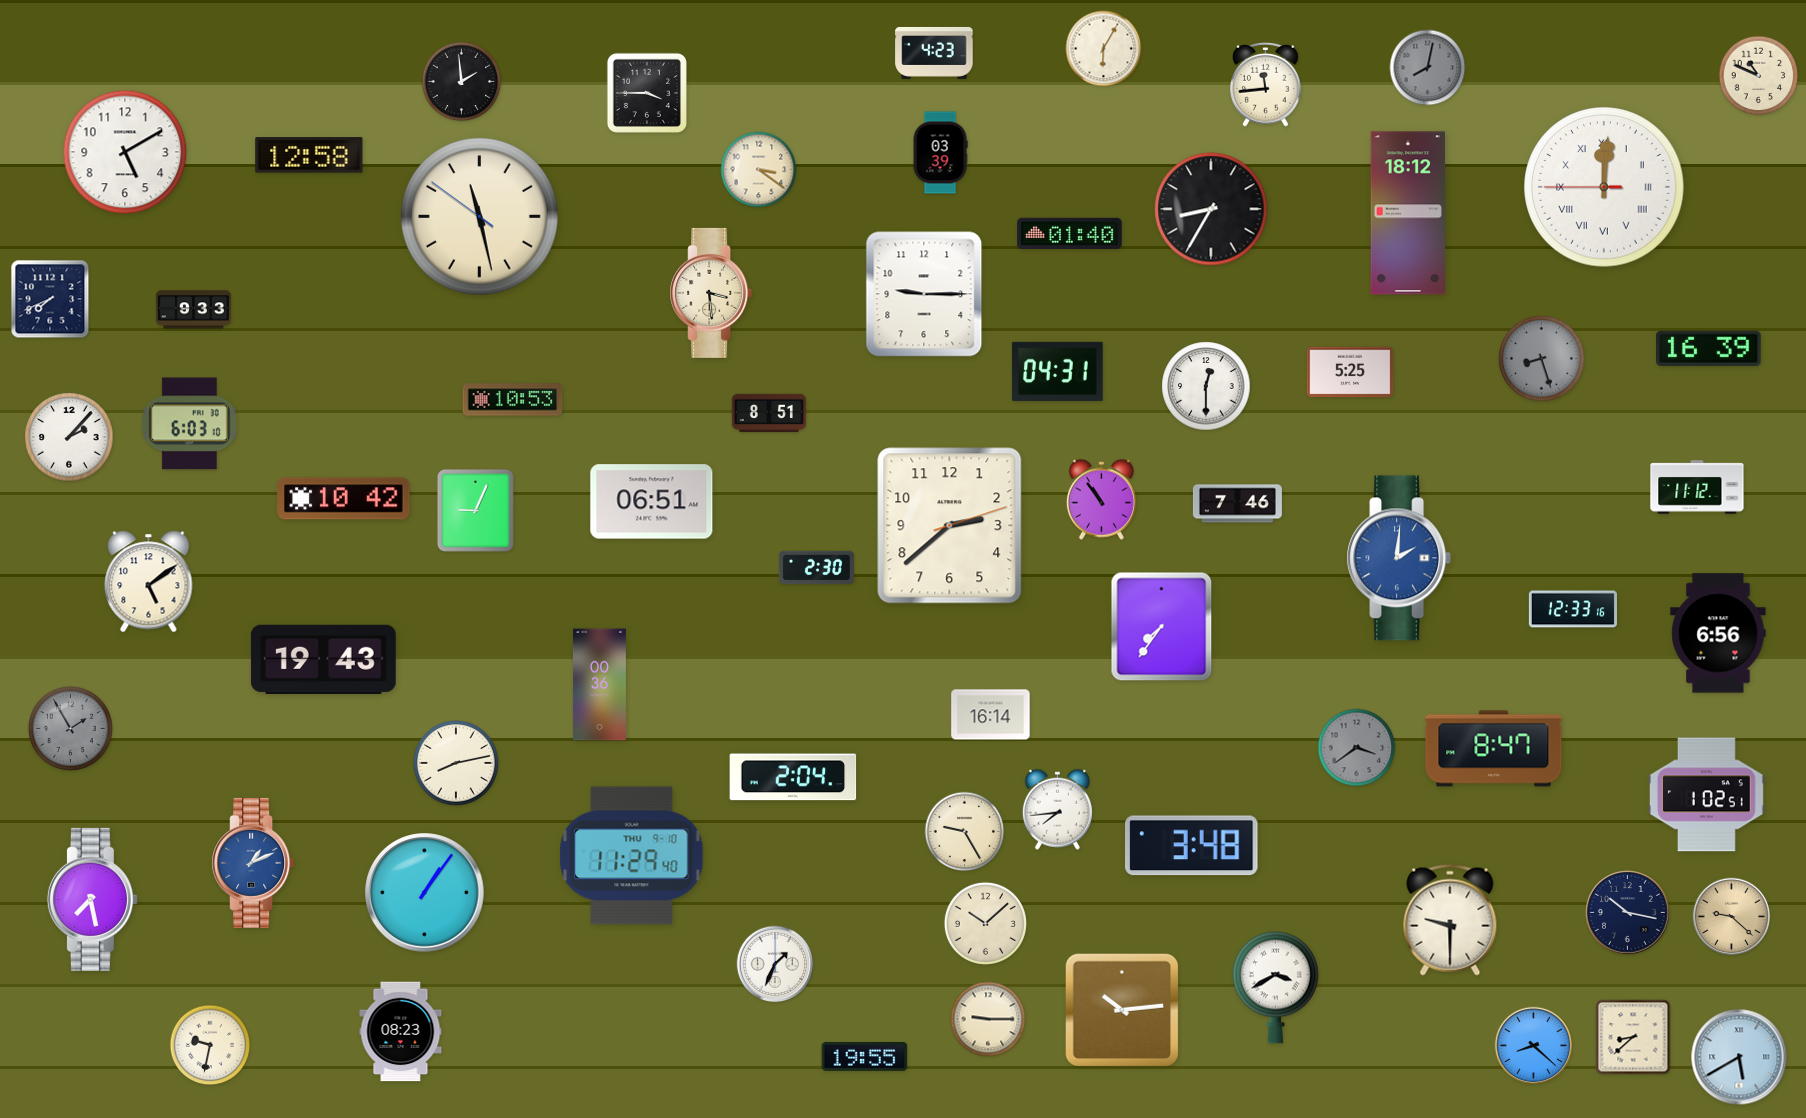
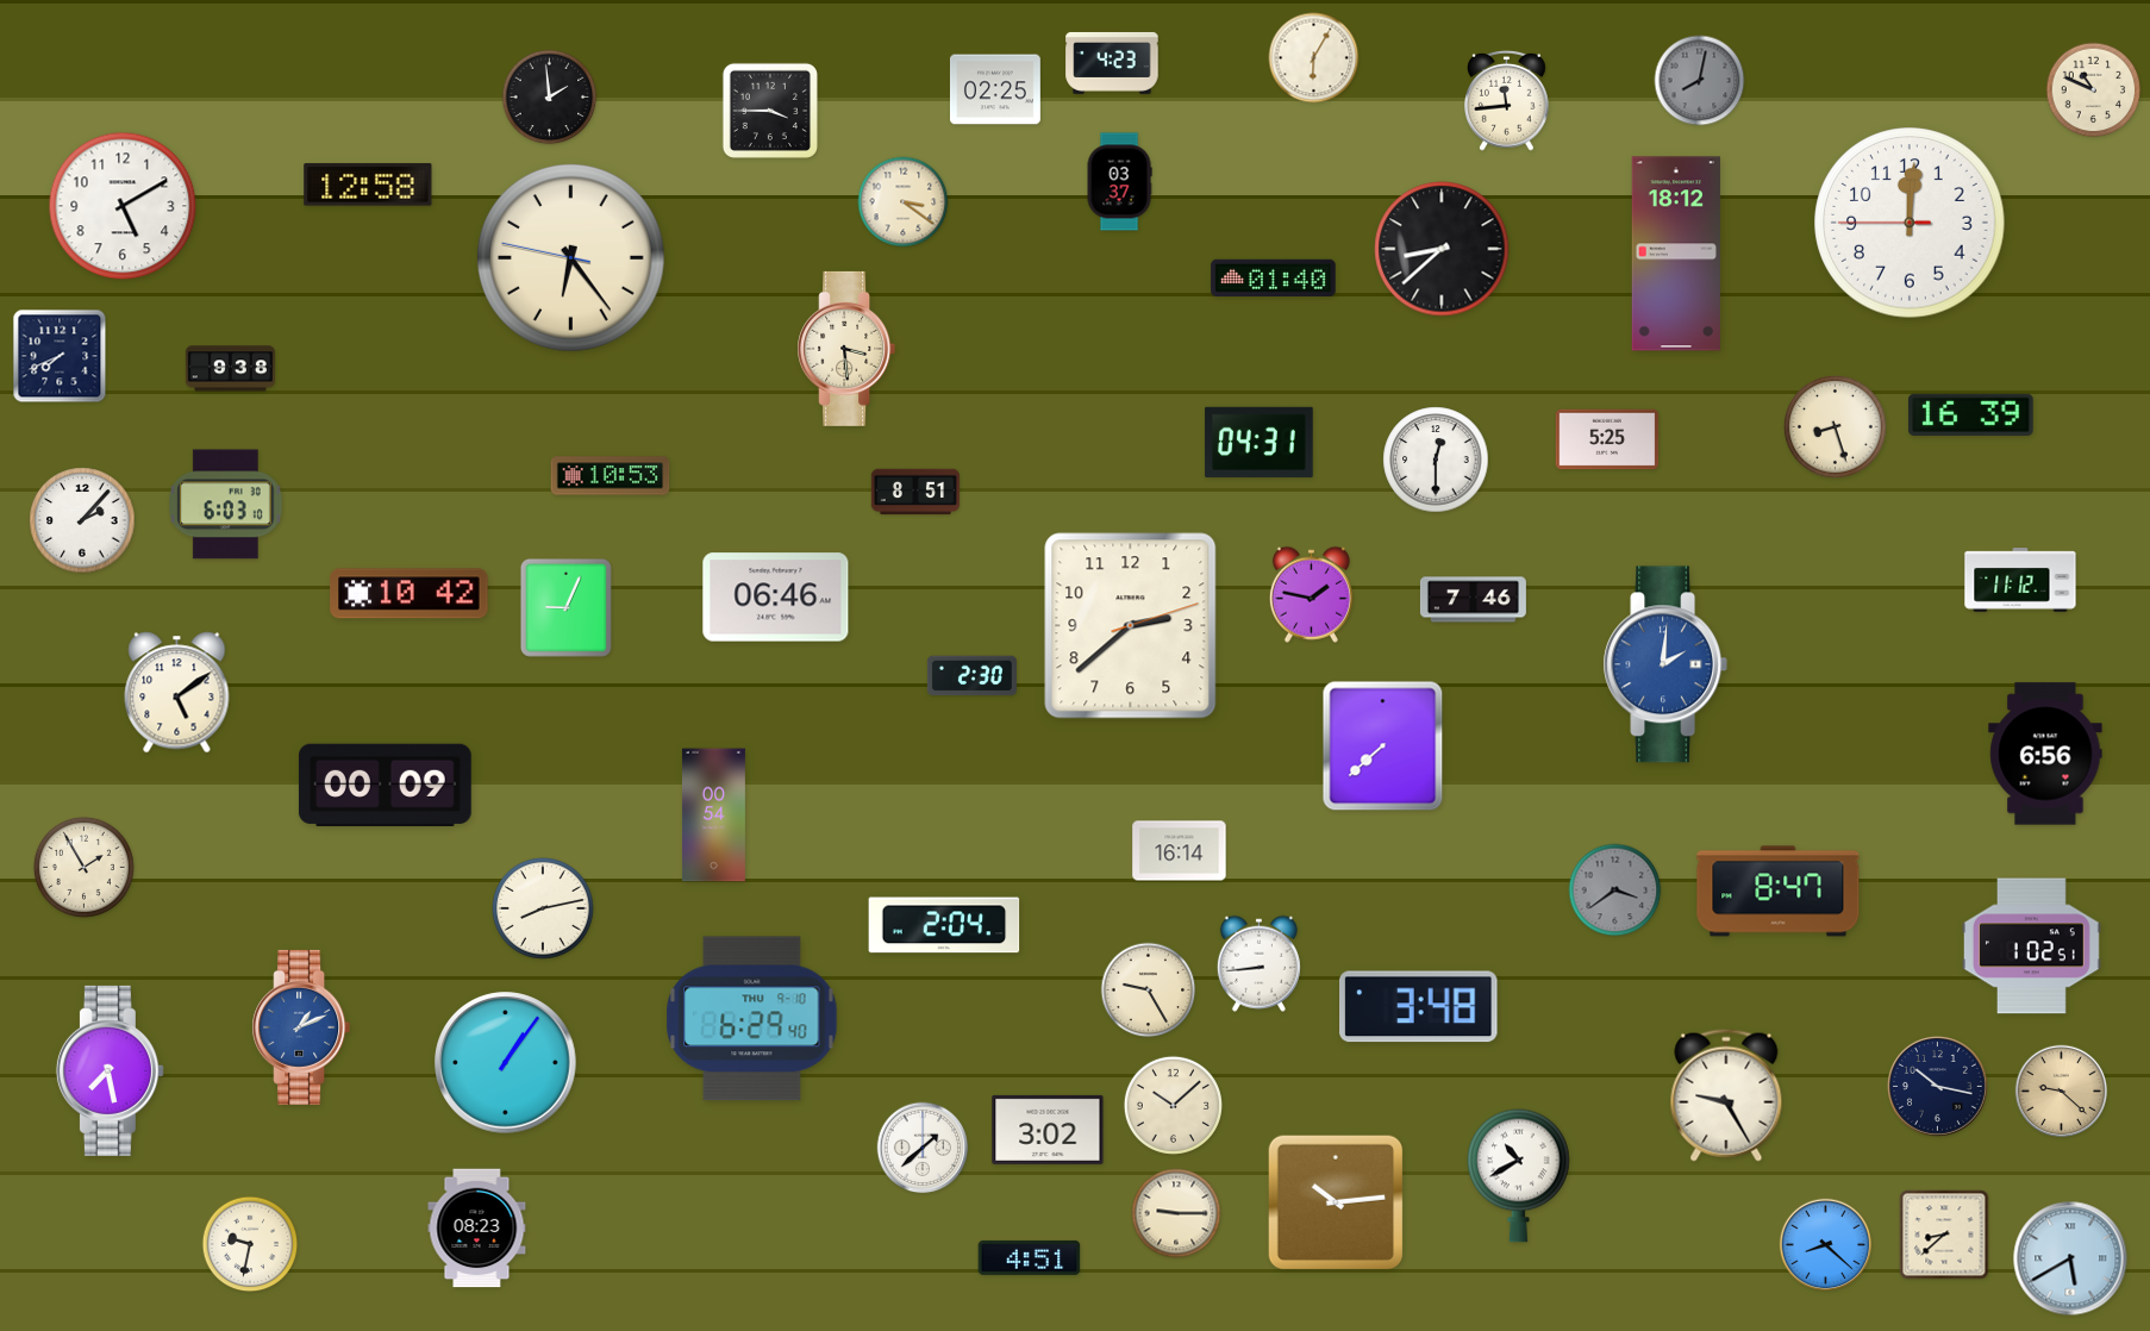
clock at (995, 89): none -> 02:25
clock at (125, 152) position: (125, 152) -> (123, 206)
clock at (940, 153): 03:39 -> 03:37
clock at (1604, 187) numerals: Roman -> Arabic
clock at (1211, 209): 8:35 -> 8:38
clock at (479, 216): 11:27 -> 6:23
clock at (924, 294): 9:15 -> none
clock at (193, 310): 9:33 -> 9:38
clock at (1709, 348) position: (1709, 348) -> (1971, 414)
clock at (1542, 359) dial: grey -> cream
clock at (1350, 372) position: (1350, 372) -> (1607, 439)
clock at (1101, 499): 10:54 -> 1:47
clock at (652, 502): 06:51 -> 06:46
clock at (1573, 609): 12:33 -> none
clock at (1162, 627): 7:36 -> 7:38
clock at (323, 659): 19:43 -> 00:09
clock at (599, 685): 00:36 -> 00:54
clock at (70, 728) dial: grey -> cream
clock at (1057, 809): 7:44 -> 8:44
clock at (632, 856): 11:29 -> 6:29
clock at (1450, 920): 9:30 -> 9:25
clock at (985, 923) position: (985, 923) -> (1173, 1105)
clock at (1048, 1130): none -> 3:02
clock at (775, 964): 1:34 -> 1:38
clock at (1276, 987): 3:40 -> 10:40
clock at (865, 1056): 19:55 -> 4:51
